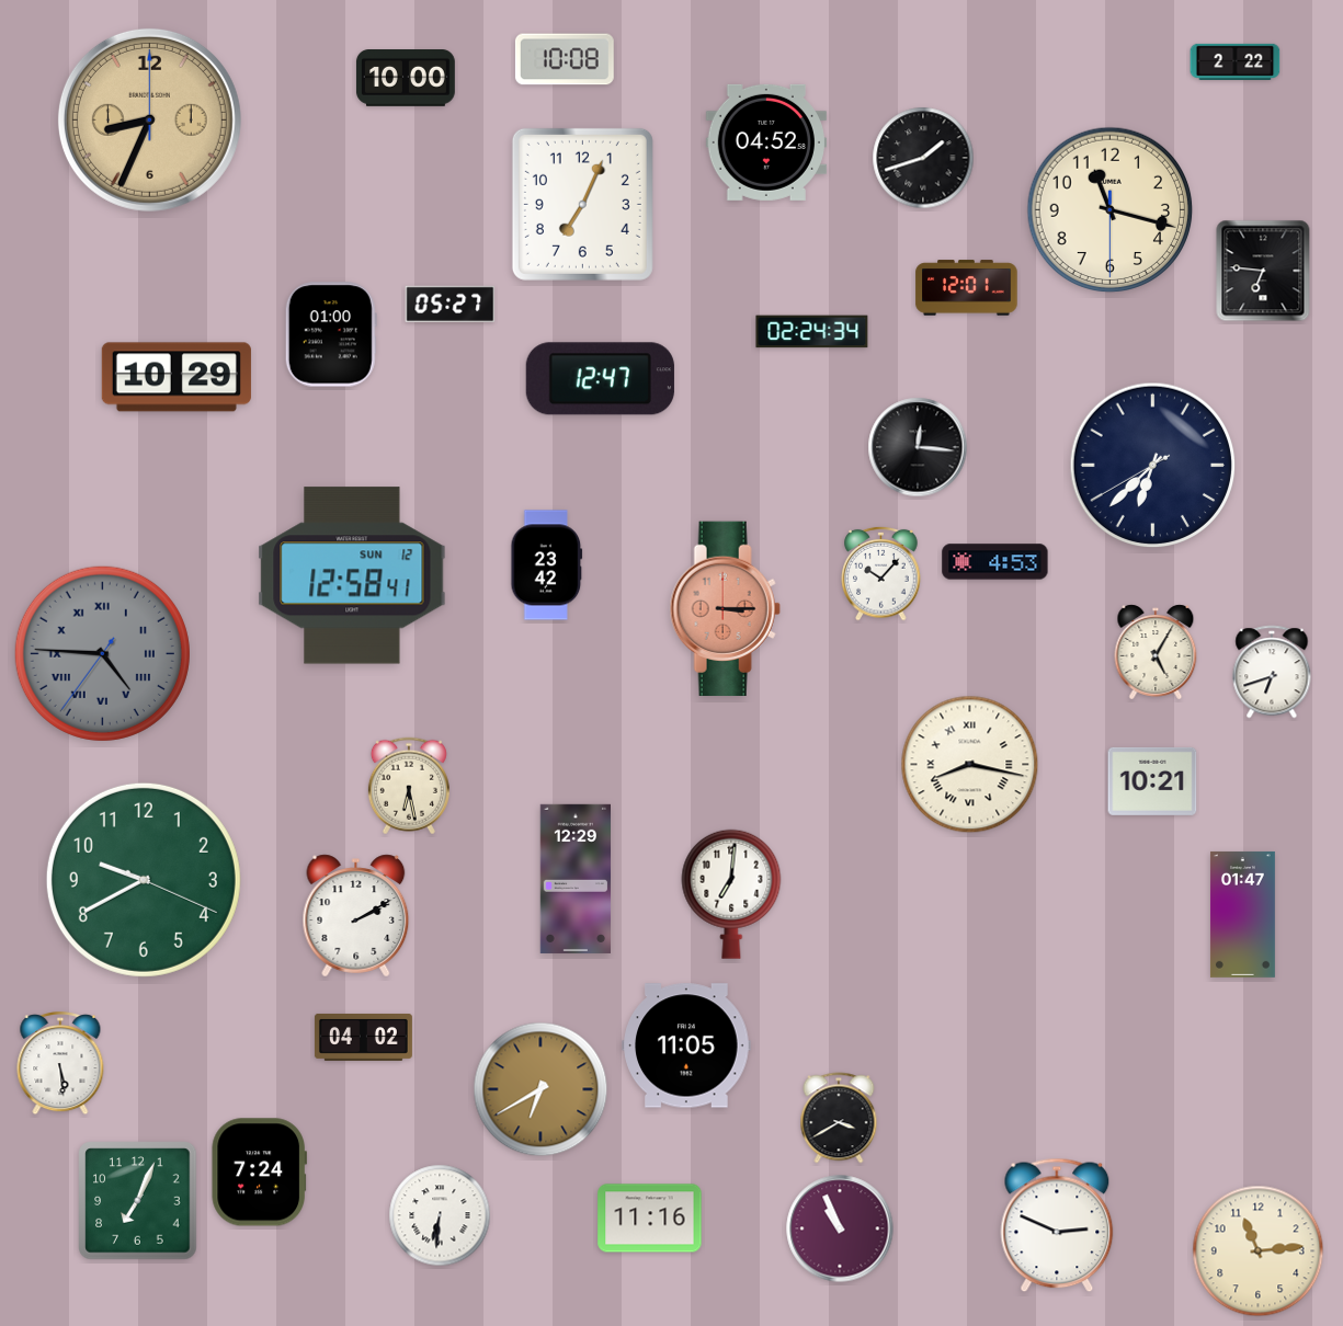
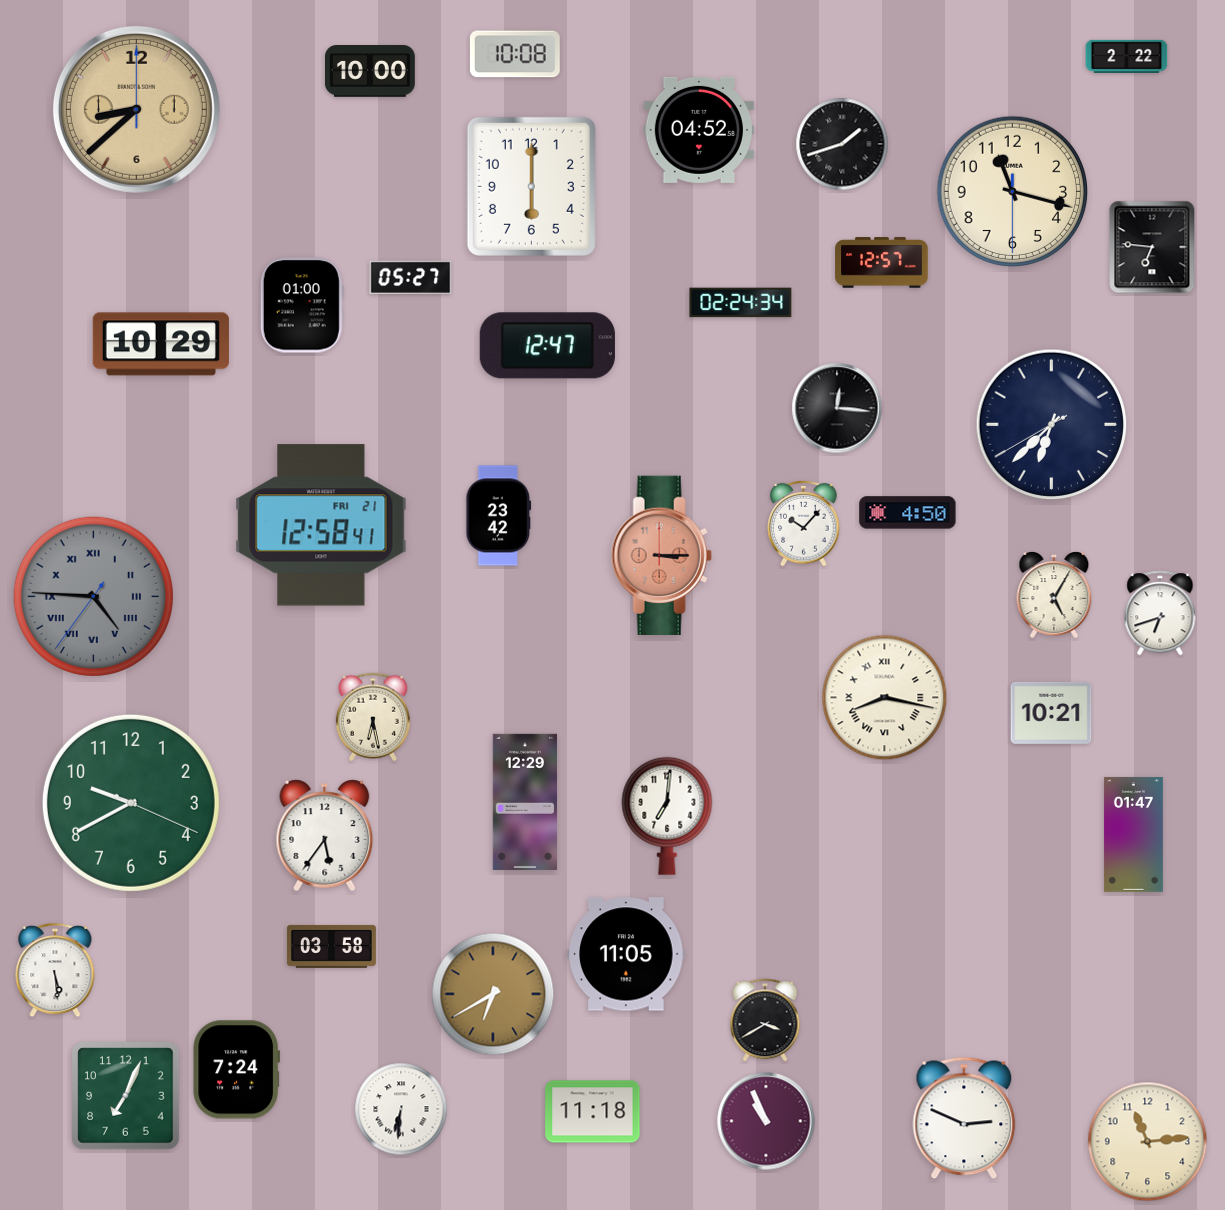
clock at (149, 119): 8:34 -> 8:38
clock at (582, 204): 7:04 -> 6:00
clock at (967, 288): 12:01 -> 12:57
clock at (995, 562): 4:53 -> 4:50
clock at (352, 575) date: SUN 12 -> FRI 21
clock at (356, 916): 2:10 -> 5:36
clock at (363, 1037): 04:02 -> 03:58
clock at (650, 1219): 11:16 -> 11:18
